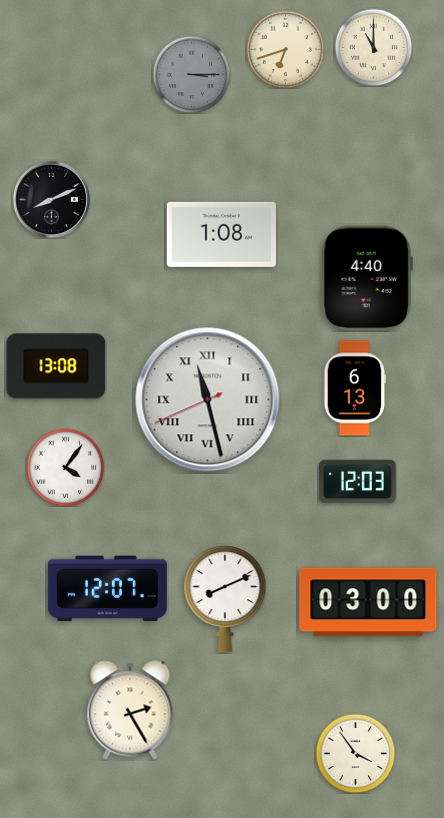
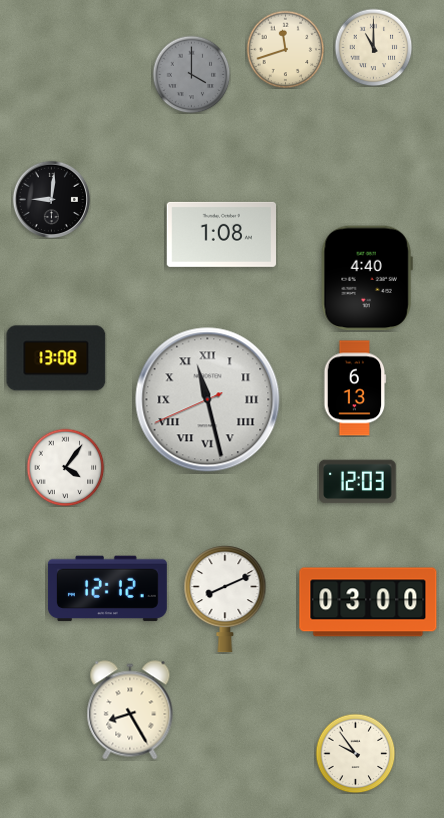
clock at (285, 49): 6:42 -> 11:42
clock at (191, 74): 3:15 -> 4:00
clock at (51, 199): 8:11 -> 9:01
clock at (56, 366) position: (56, 366) -> (56, 358)
clock at (107, 589): 12:07 -> 12:12
clock at (130, 710): 2:25 -> 8:25
clock at (355, 753): 3:54 -> 9:54
